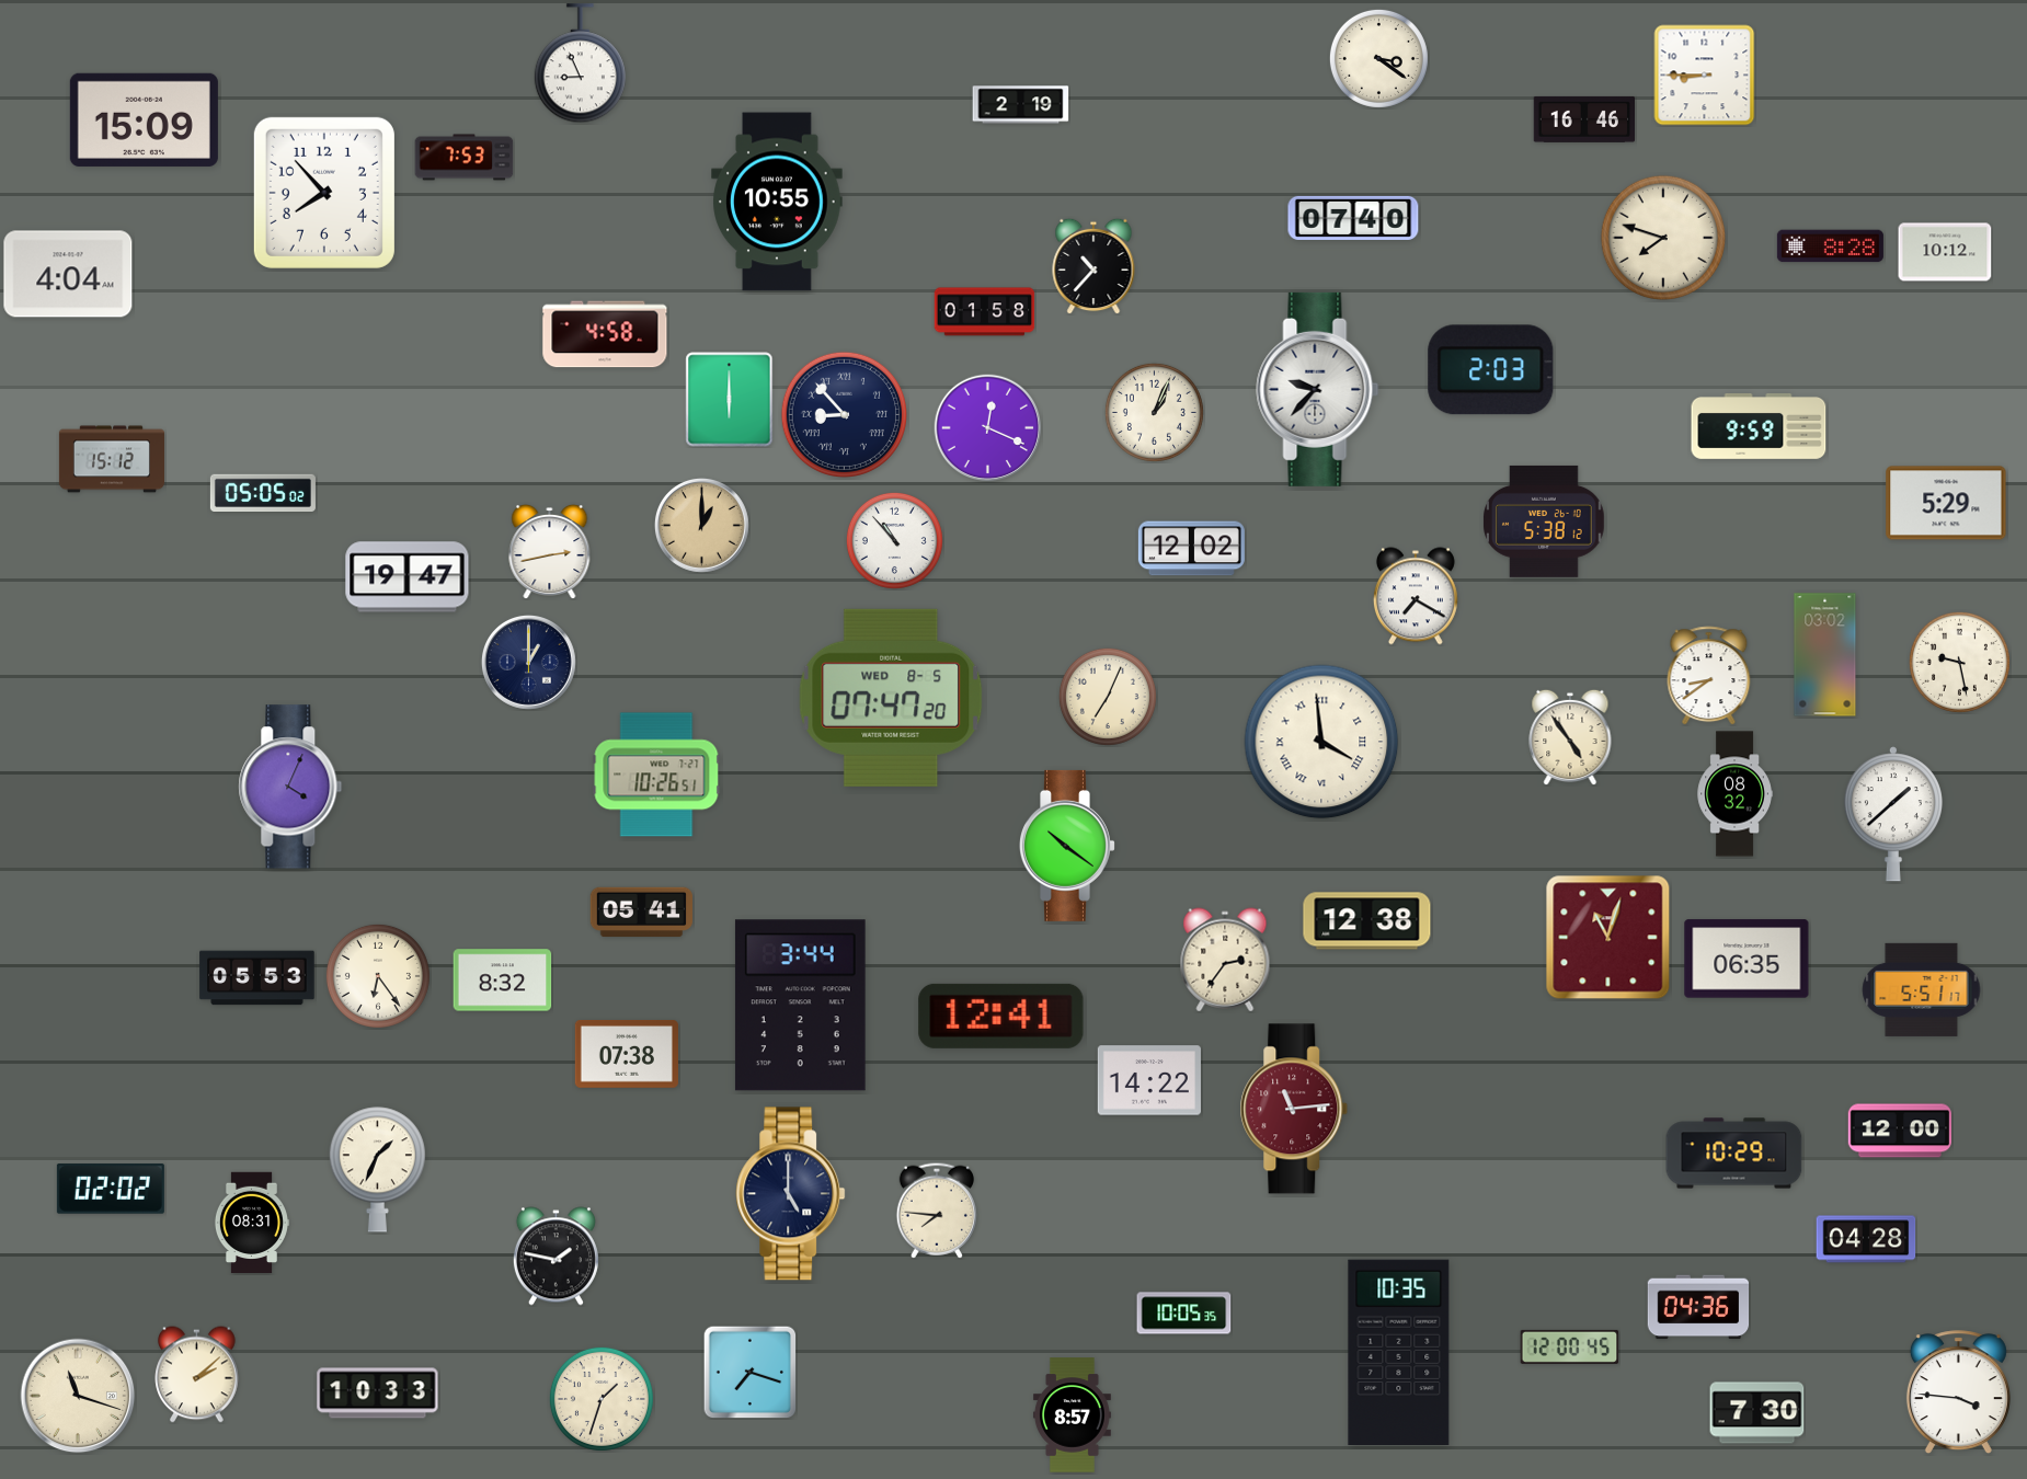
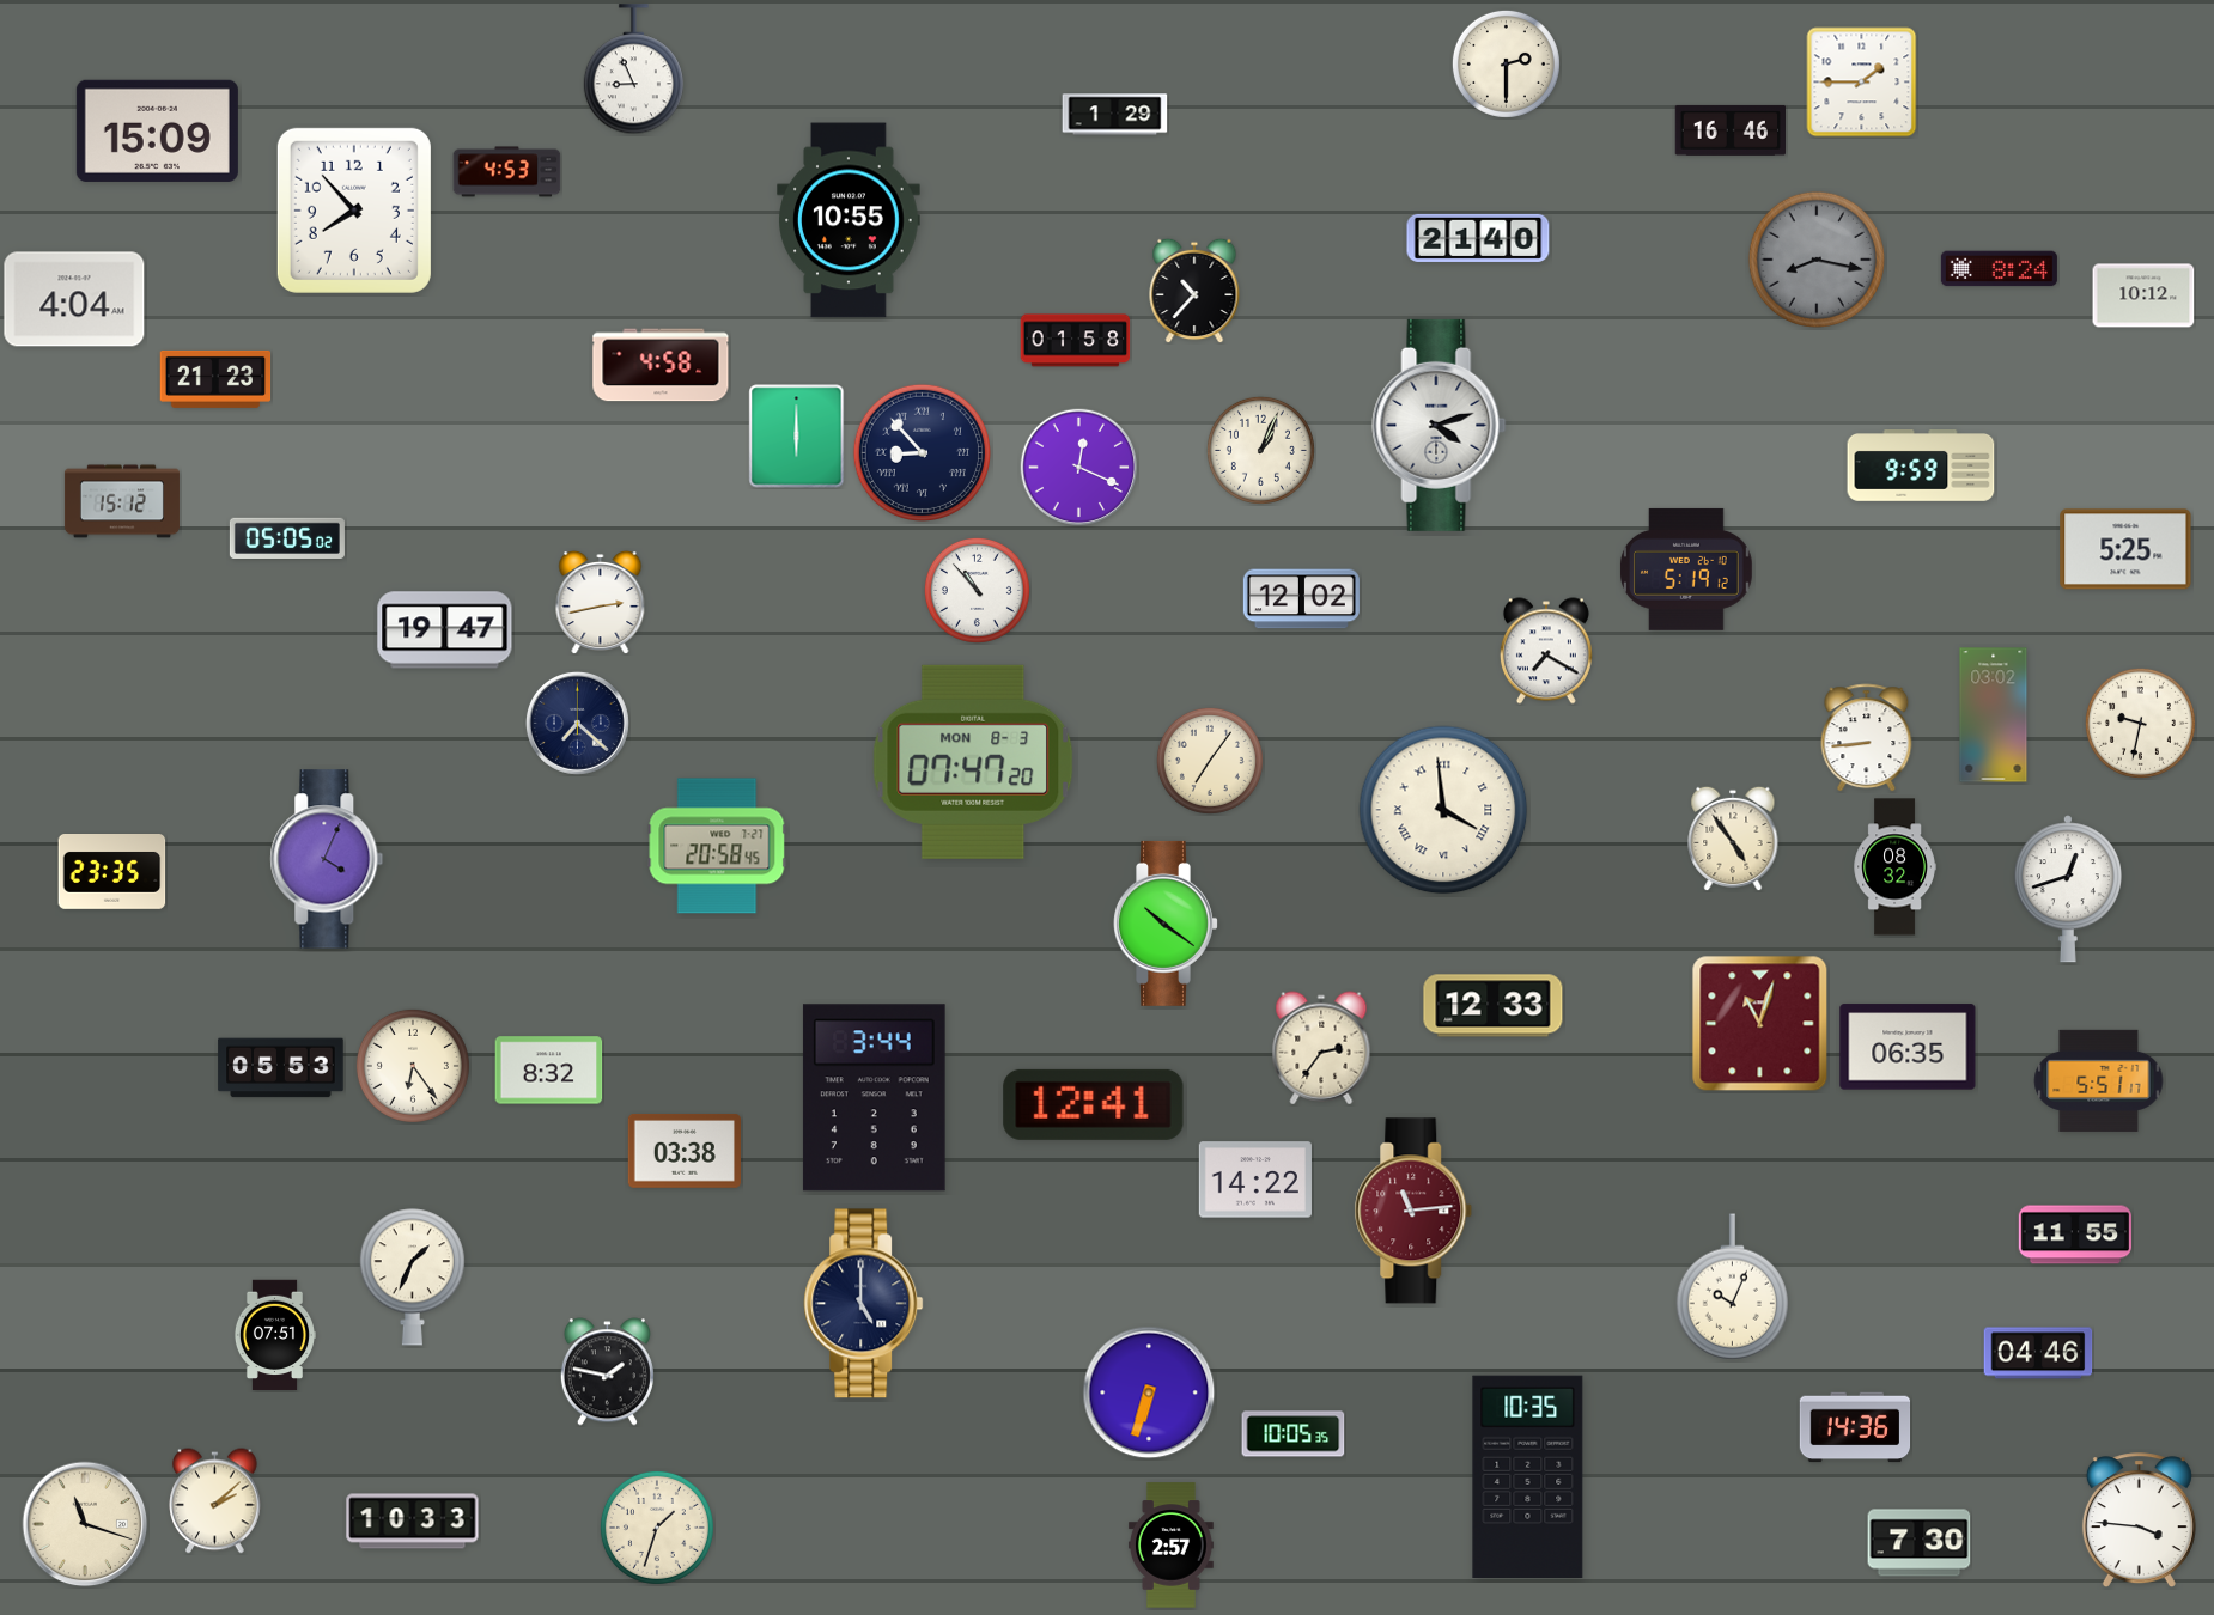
clock at (1378, 58): 3:21 -> 2:30
clock at (1705, 76): 8:45 -> 1:45
clock at (1021, 105): 2:19 -> 1:29
clock at (465, 158): 7:53 -> 4:53
clock at (1353, 218): 07:40 -> 21:40
clock at (1662, 237): 7:48 -> 8:17
clock at (1662, 237) dial: cream -> grey
clock at (1830, 246): 8:28 -> 8:24
clock at (1945, 252) position: (1945, 252) -> (2143, 295)
clock at (215, 379): none -> 21:23
clock at (1491, 370): 2:03 -> none
clock at (1318, 389): 9:37 -> 4:12
clock at (1946, 503): 5:29 -> 5:25
clock at (1545, 521): 5:38 -> 5:19
clock at (701, 525): 1:00 -> none
clock at (528, 662): 1:00 -> 7:22
clock at (1959, 662): 9:28 -> 9:32
clock at (1709, 676): 8:39 -> 8:44
clock at (1108, 697): 7:04 -> 7:06
clock at (891, 698) date: WED 8-5 -> MON 8-3
clock at (1570, 737) position: (1570, 737) -> (1733, 839)
clock at (656, 775): 10:26 -> 20:58
clock at (290, 787) position: (290, 787) -> (327, 859)
clock at (112, 872): none -> 23:35
clock at (1893, 814): 1:38 -> 12:42
clock at (641, 913): 05:41 -> none
clock at (1367, 921): 12:38 -> 12:33
clock at (1608, 938) position: (1608, 938) -> (1760, 1024)
clock at (1225, 960) position: (1225, 960) -> (1321, 1048)
clock at (1001, 1016) position: (1001, 1016) -> (1094, 1104)
clock at (627, 1055): 07:38 -> 03:38
clock at (1899, 1131): 12:00 -> 11:55
clock at (1734, 1154): 10:29 -> none
clock at (1732, 1287): none -> 10:04
clock at (111, 1189): 02:02 -> none
clock at (937, 1211): 7:46 -> none
clock at (251, 1223): 08:31 -> 07:51
clock at (1866, 1239): 04:28 -> 04:46
clock at (1149, 1392): none -> 6:33
clock at (1698, 1307): 04:36 -> 14:36
clock at (1570, 1346): 12:00 -> none
clock at (749, 1372): 7:18 -> none
clock at (1072, 1415): 8:57 -> 2:57
